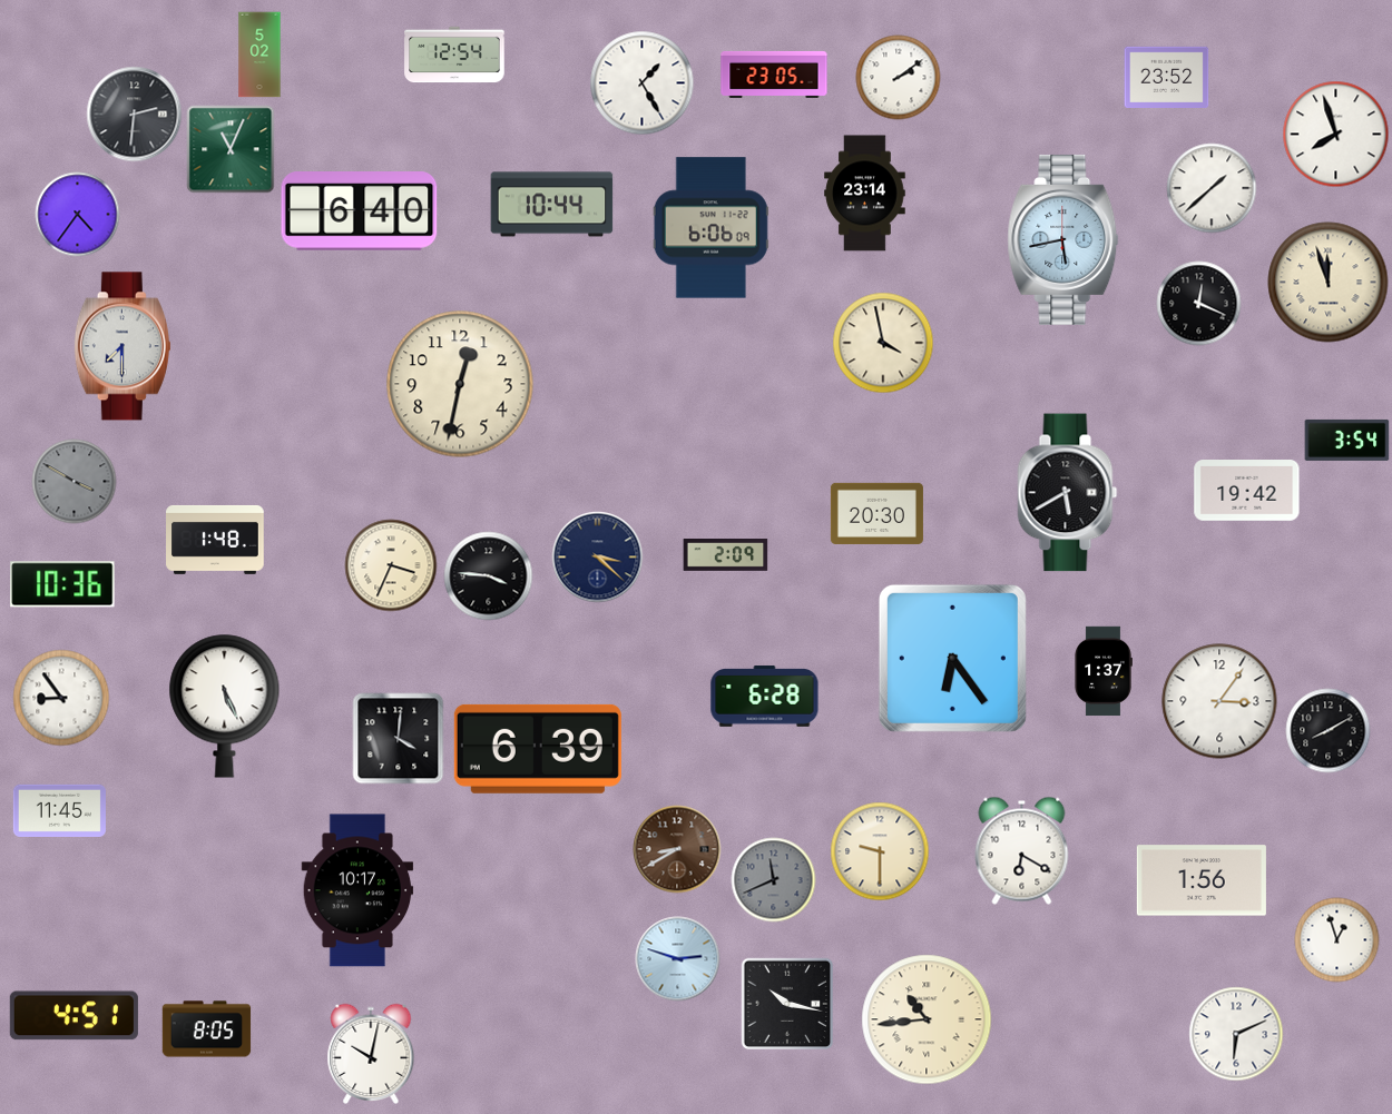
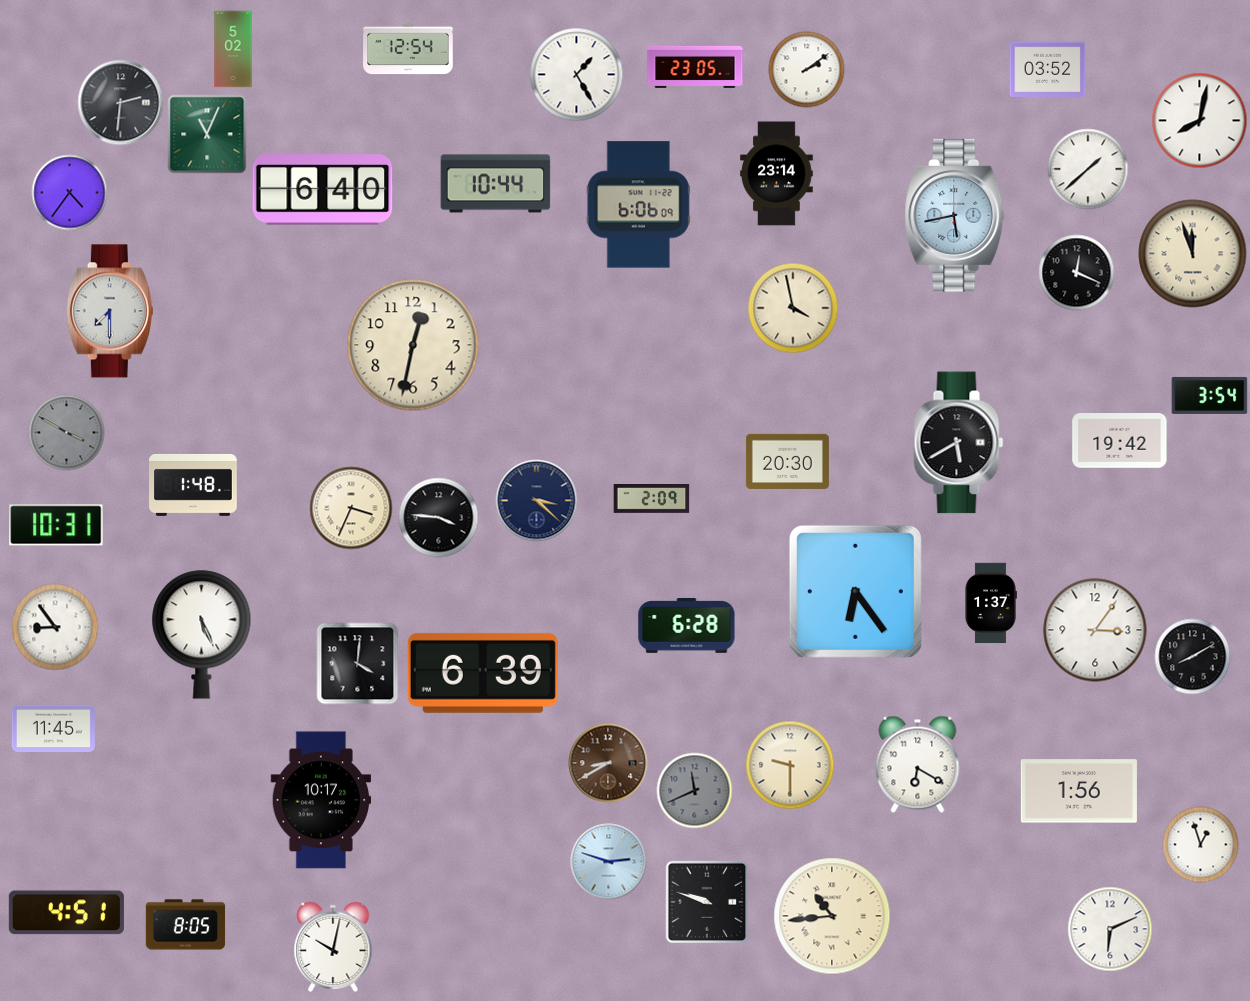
clock at (1167, 77): 23:52 -> 03:52
clock at (1336, 135): 7:57 -> 8:02
clock at (62, 584): 10:36 -> 10:31
clock at (787, 1004): 10:17 -> 9:48
